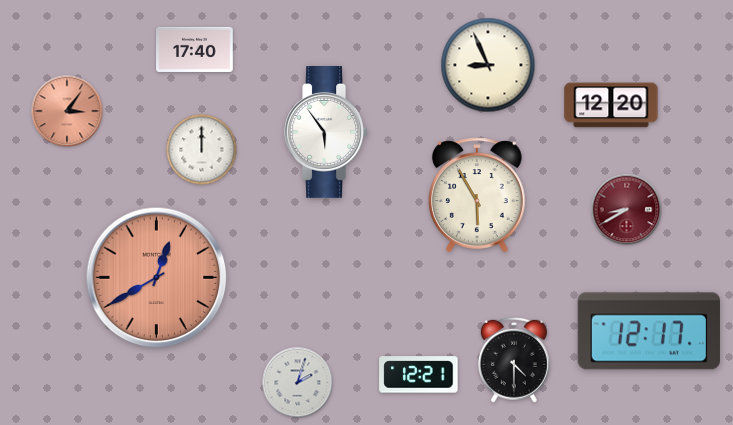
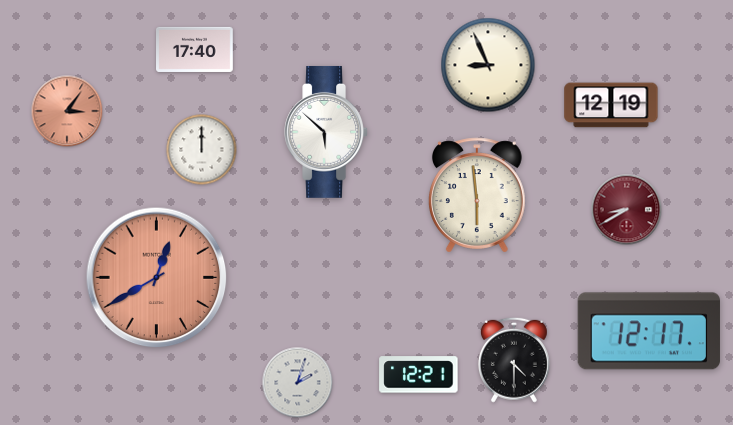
clock at (611, 105): 12:20 -> 12:19
clock at (326, 132): 5:54 -> 5:52
clock at (477, 195): 5:55 -> 5:59
